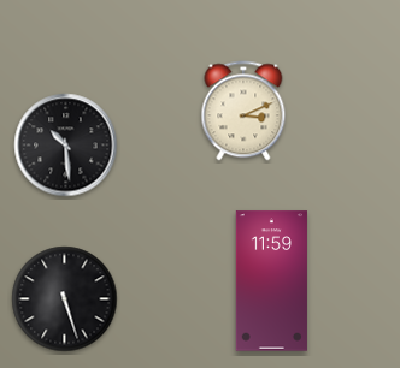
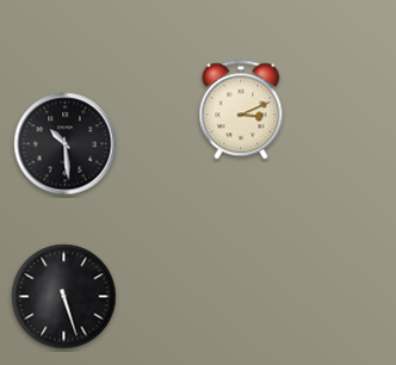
clock at (271, 281): 11:59 -> none
